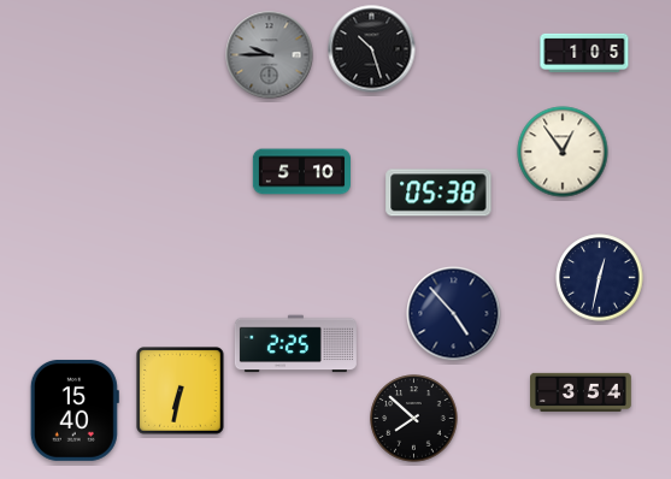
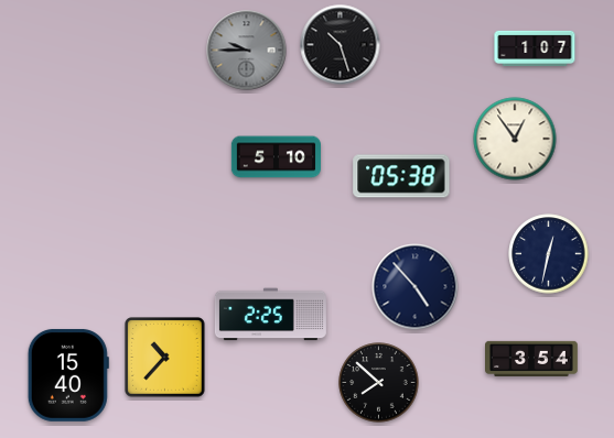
clock at (584, 53): 1:05 -> 1:07
clock at (181, 391): 6:32 -> 10:37
